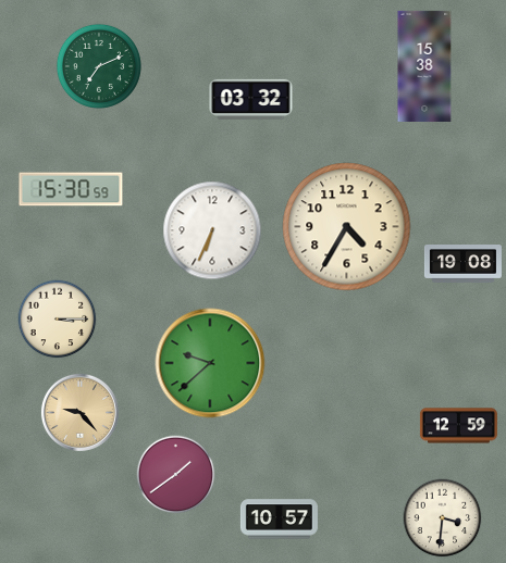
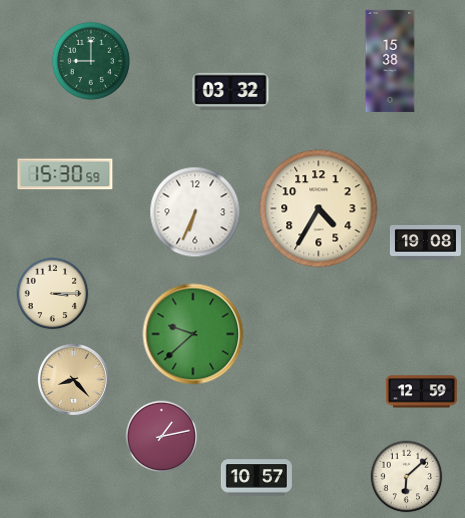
clock at (99, 66): 7:11 -> 9:00
clock at (79, 412): 9:23 -> 8:23
clock at (176, 475): 1:39 -> 1:13
clock at (443, 518): 3:31 -> 6:08
